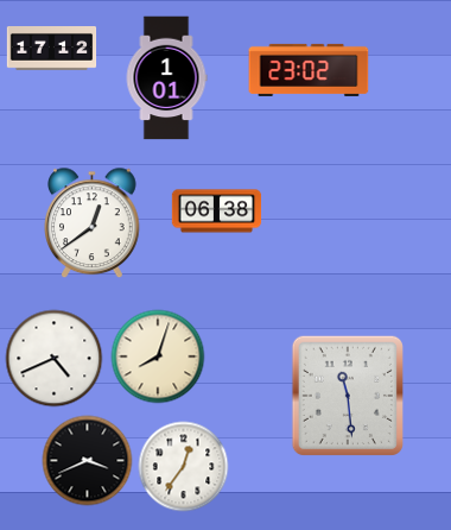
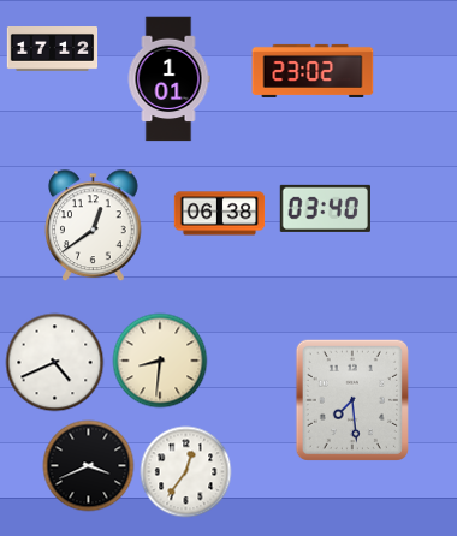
clock at (325, 208): none -> 03:40
clock at (158, 357): 8:03 -> 8:31
clock at (348, 396): 11:29 -> 7:29
